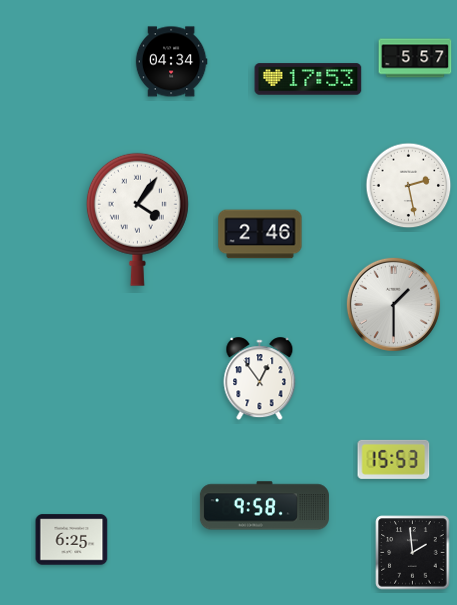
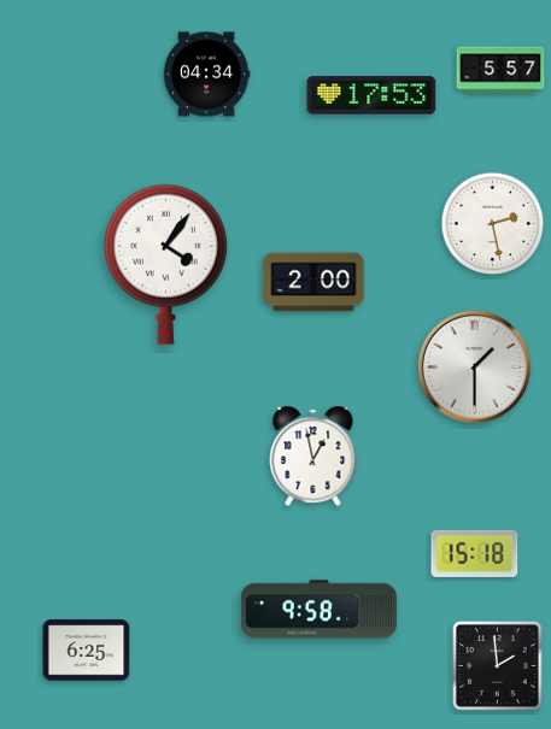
clock at (260, 234): 2:46 -> 2:00
clock at (260, 379): 12:54 -> 12:58
clock at (394, 459): 15:53 -> 15:18
